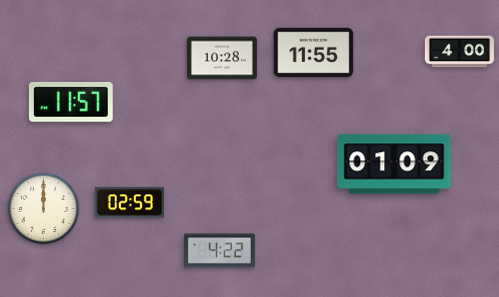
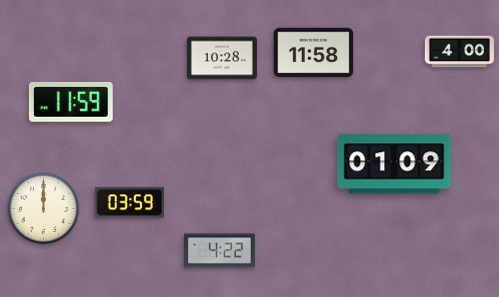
clock at (314, 53): 11:55 -> 11:58
clock at (71, 102): 11:57 -> 11:59
clock at (129, 203): 02:59 -> 03:59
